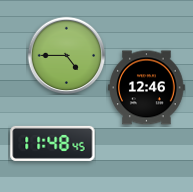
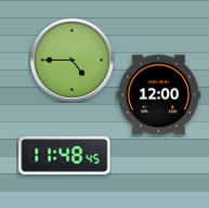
clock at (147, 88): 12:46 -> 12:00
clock at (53, 143) position: (53, 143) -> (65, 155)
